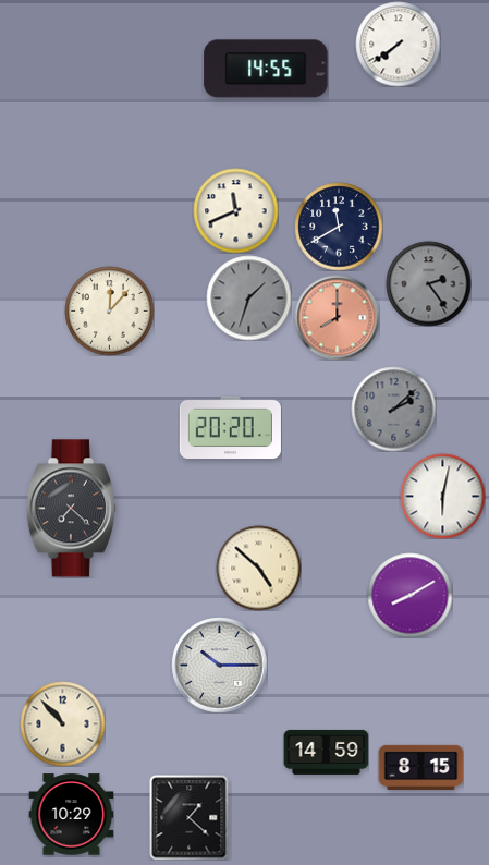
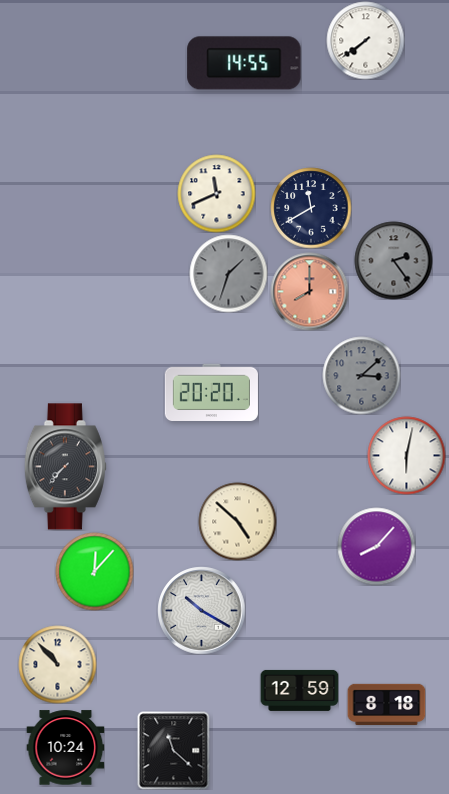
clock at (109, 310): 12:07 -> none
clock at (393, 409): 2:08 -> 3:08
clock at (71, 509): 7:22 -> 7:37
clock at (409, 595): 8:10 -> 8:07
clock at (94, 571): none -> 12:07
clock at (219, 665): 10:15 -> 10:20
clock at (326, 752): 14:59 -> 12:59
clock at (420, 768): 8:15 -> 8:18
clock at (71, 815): 10:29 -> 10:24
clock at (190, 817): 1:22 -> 11:22
